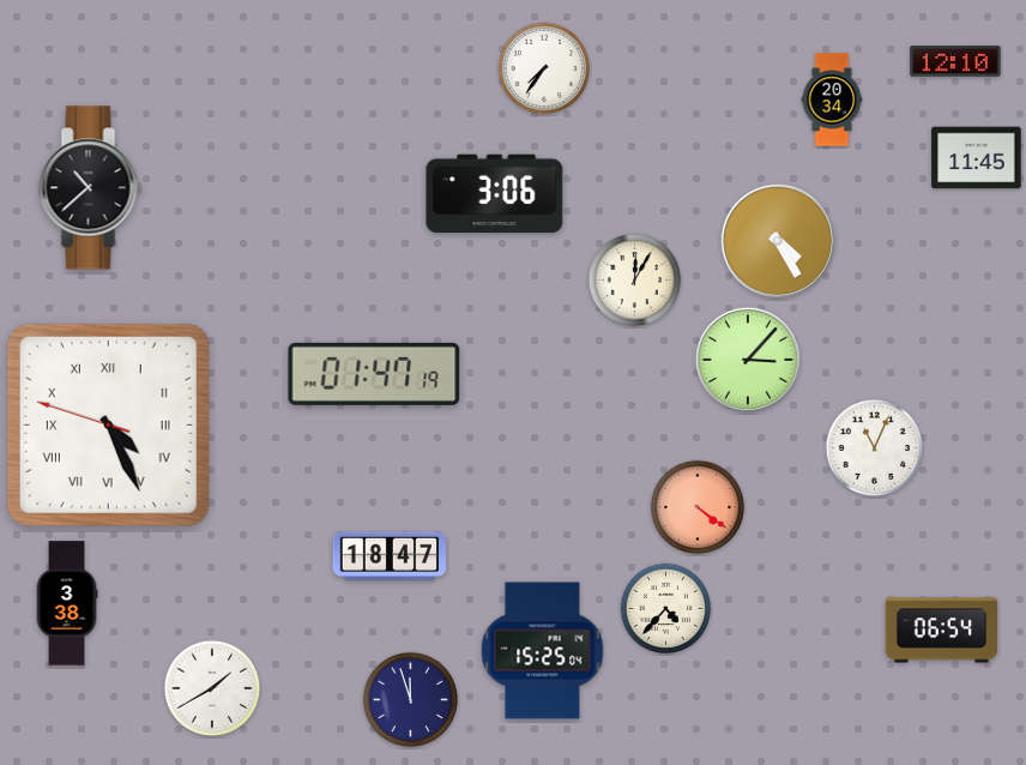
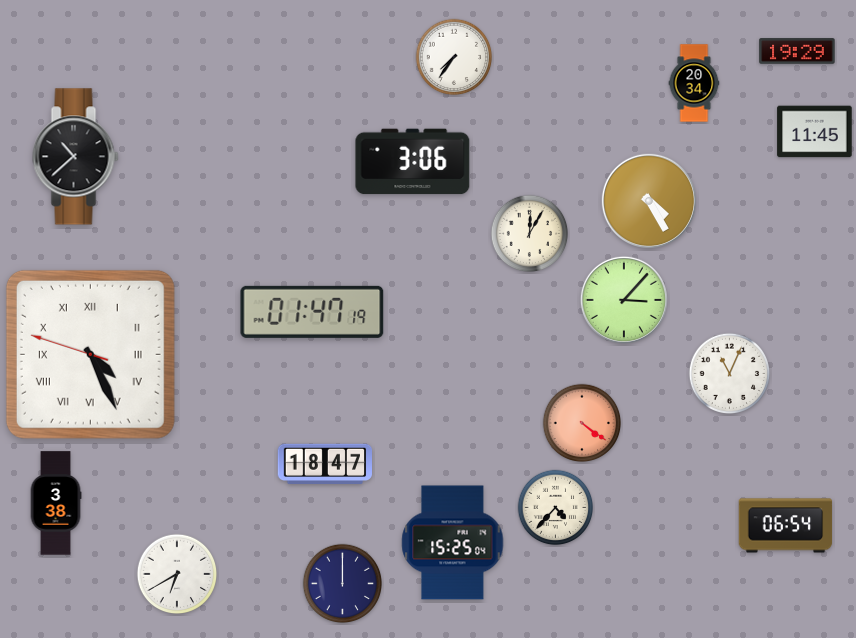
clock at (955, 61): 12:10 -> 19:29
clock at (212, 688): 1:40 -> 6:40
clock at (411, 700): 11:57 -> 12:00
